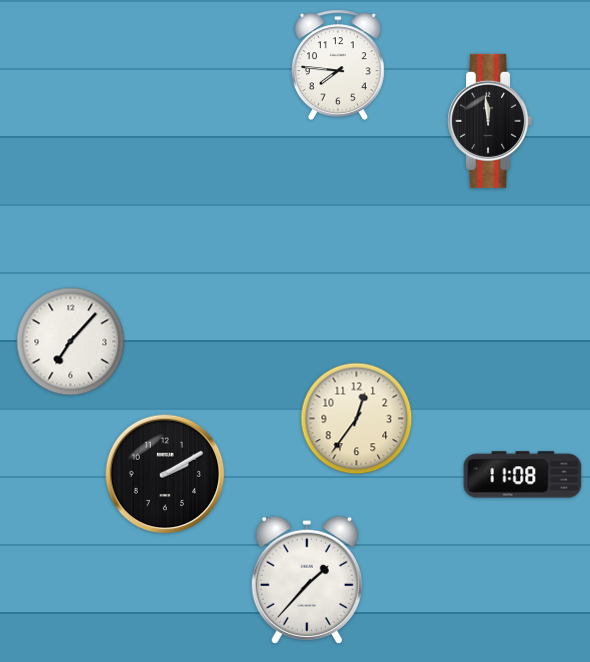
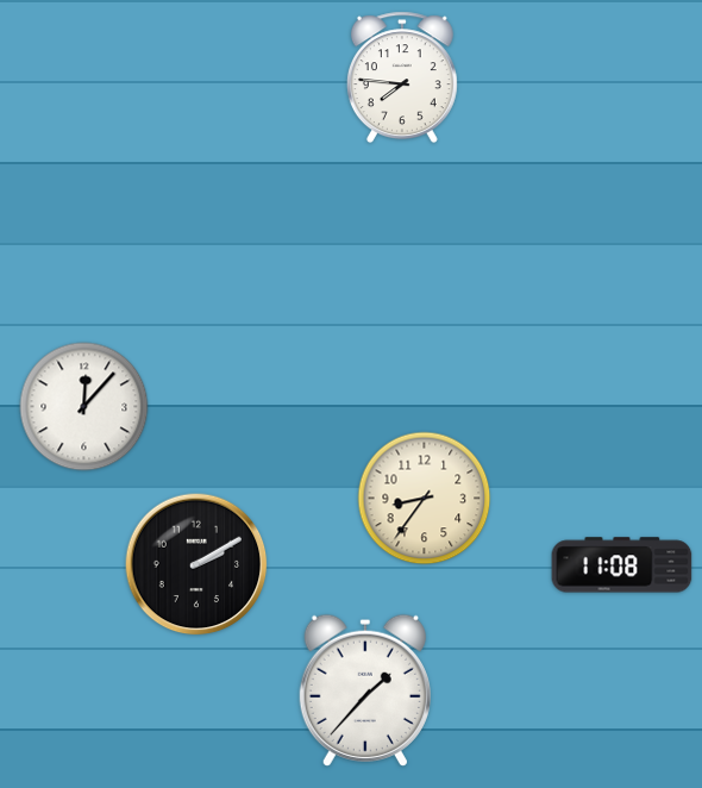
clock at (490, 121): 11:59 -> none
clock at (71, 342): 7:07 -> 12:07
clock at (357, 419): 12:36 -> 8:36
